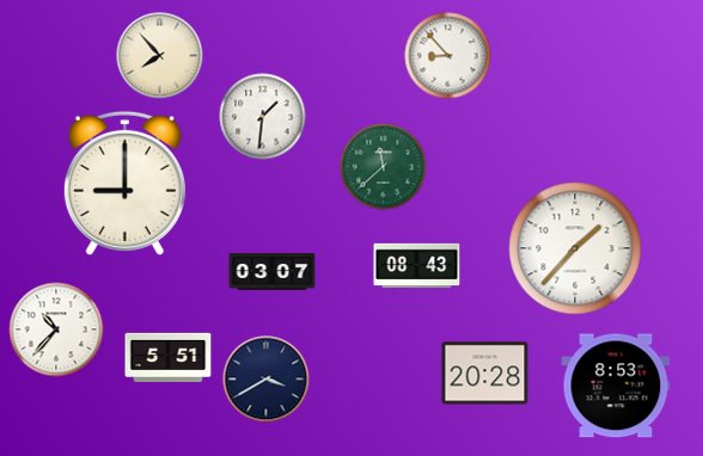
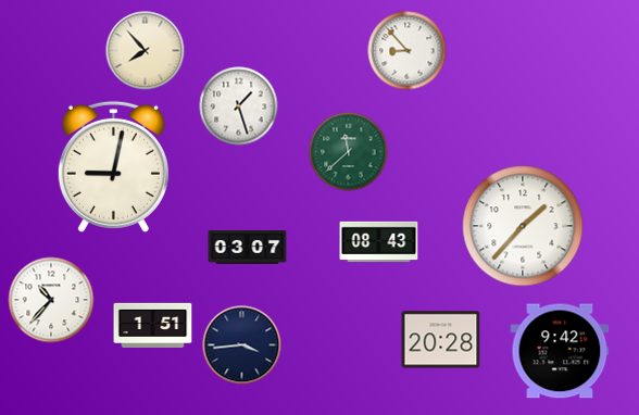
clock at (263, 117): 1:31 -> 1:27
clock at (124, 183): 9:00 -> 9:02
clock at (169, 357): 5:51 -> 1:51
clock at (267, 380): 3:40 -> 3:44
clock at (616, 386): 8:53 -> 9:42
